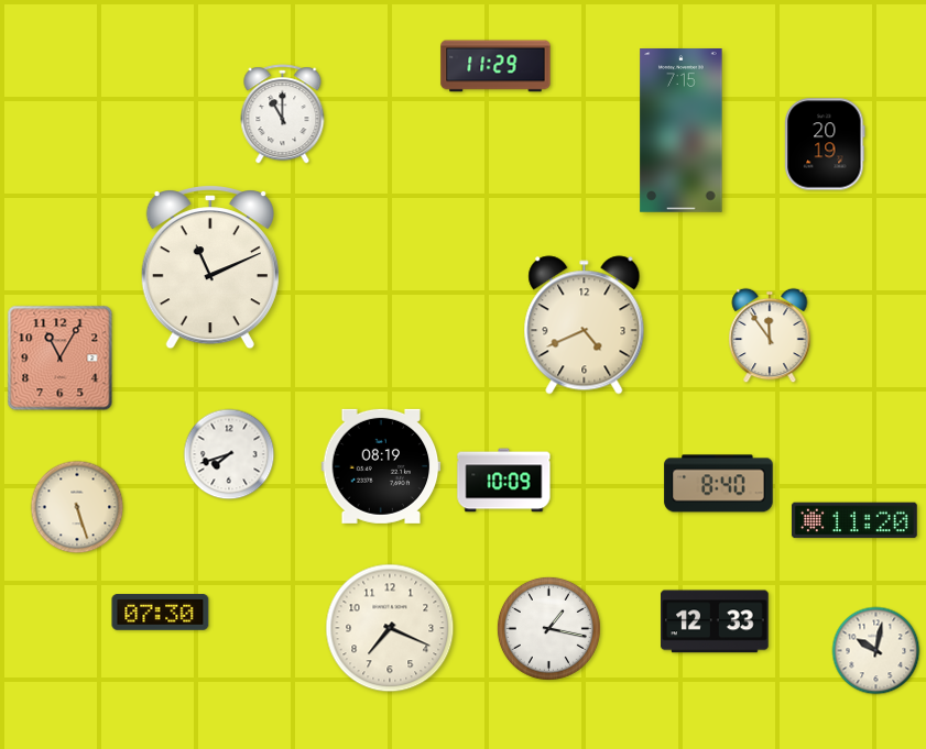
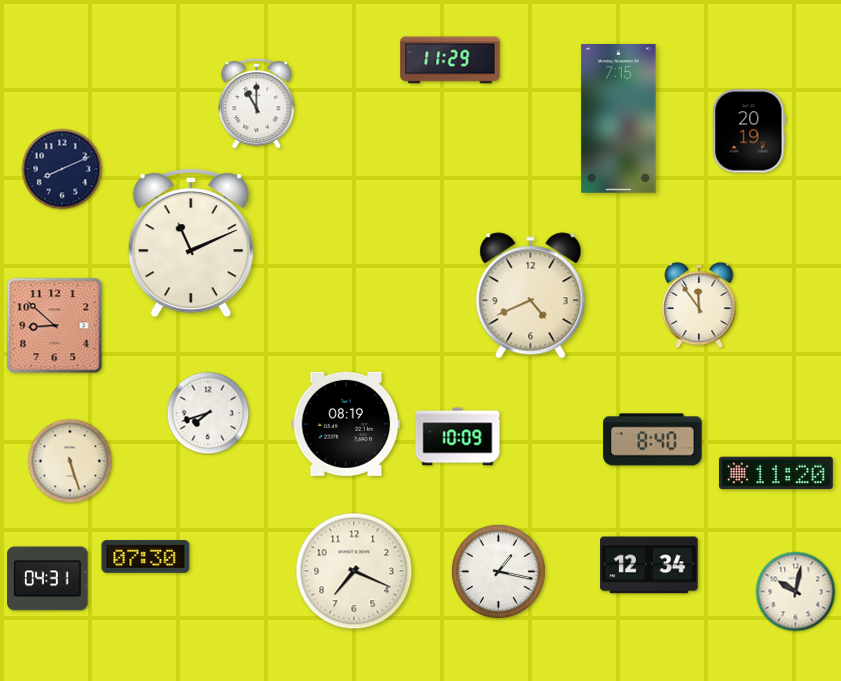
clock at (62, 169): none -> 8:11
clock at (61, 359): 11:05 -> 8:52
clock at (715, 621): 12:33 -> 12:34
clock at (48, 579): none -> 04:31
